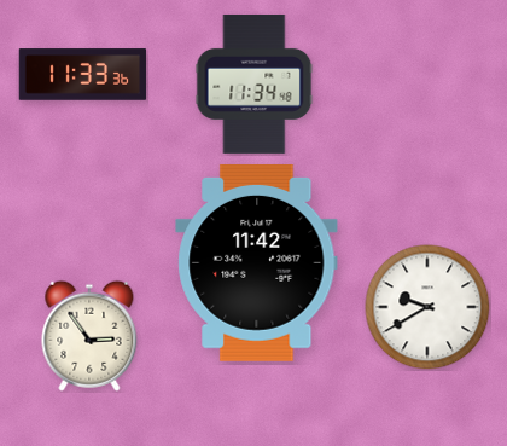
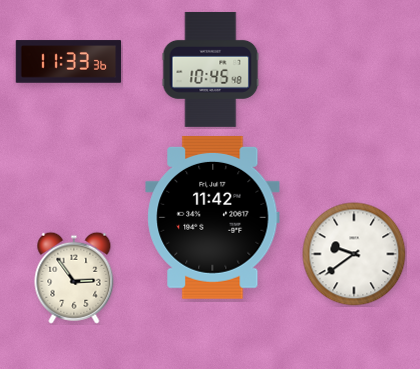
clock at (255, 83): 11:34 -> 10:45
clock at (427, 307): 9:40 -> 9:39
